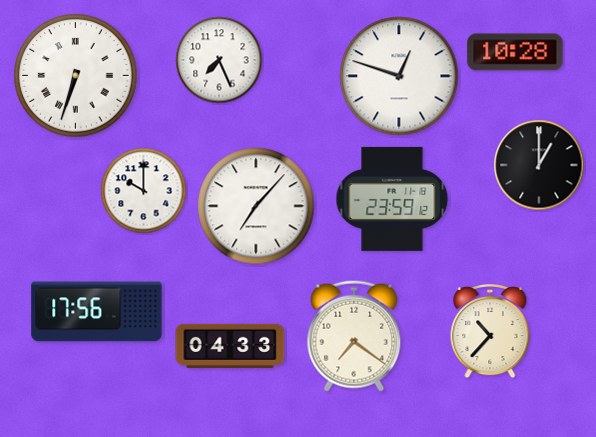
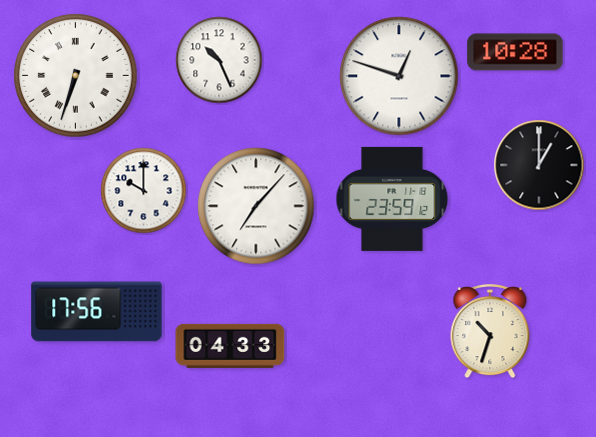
clock at (219, 60): 7:26 -> 10:26
clock at (490, 332): 10:37 -> 10:33
clock at (354, 336): 7:21 -> none
